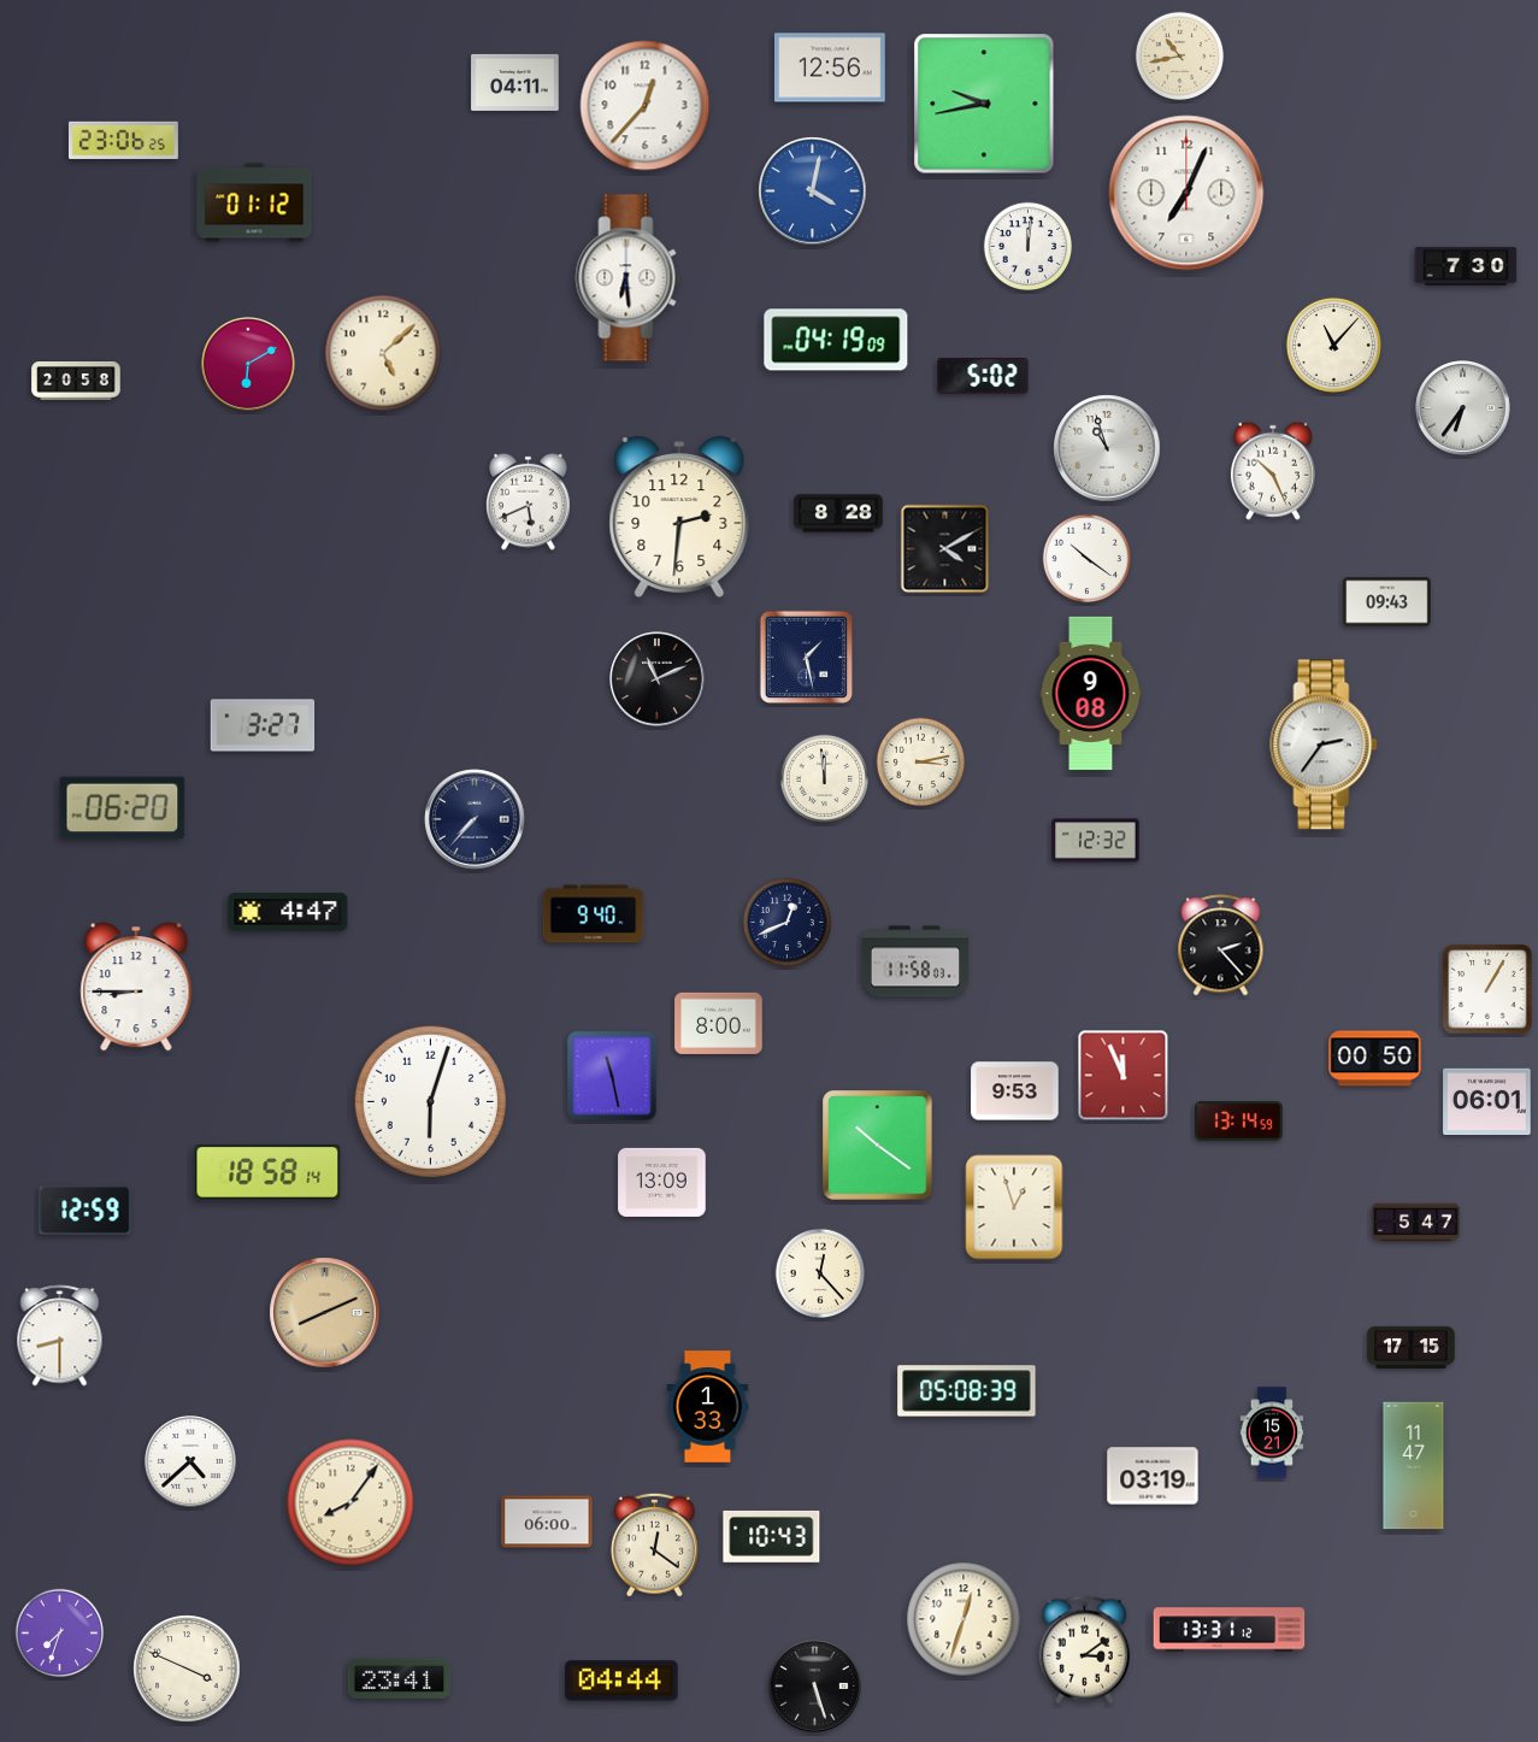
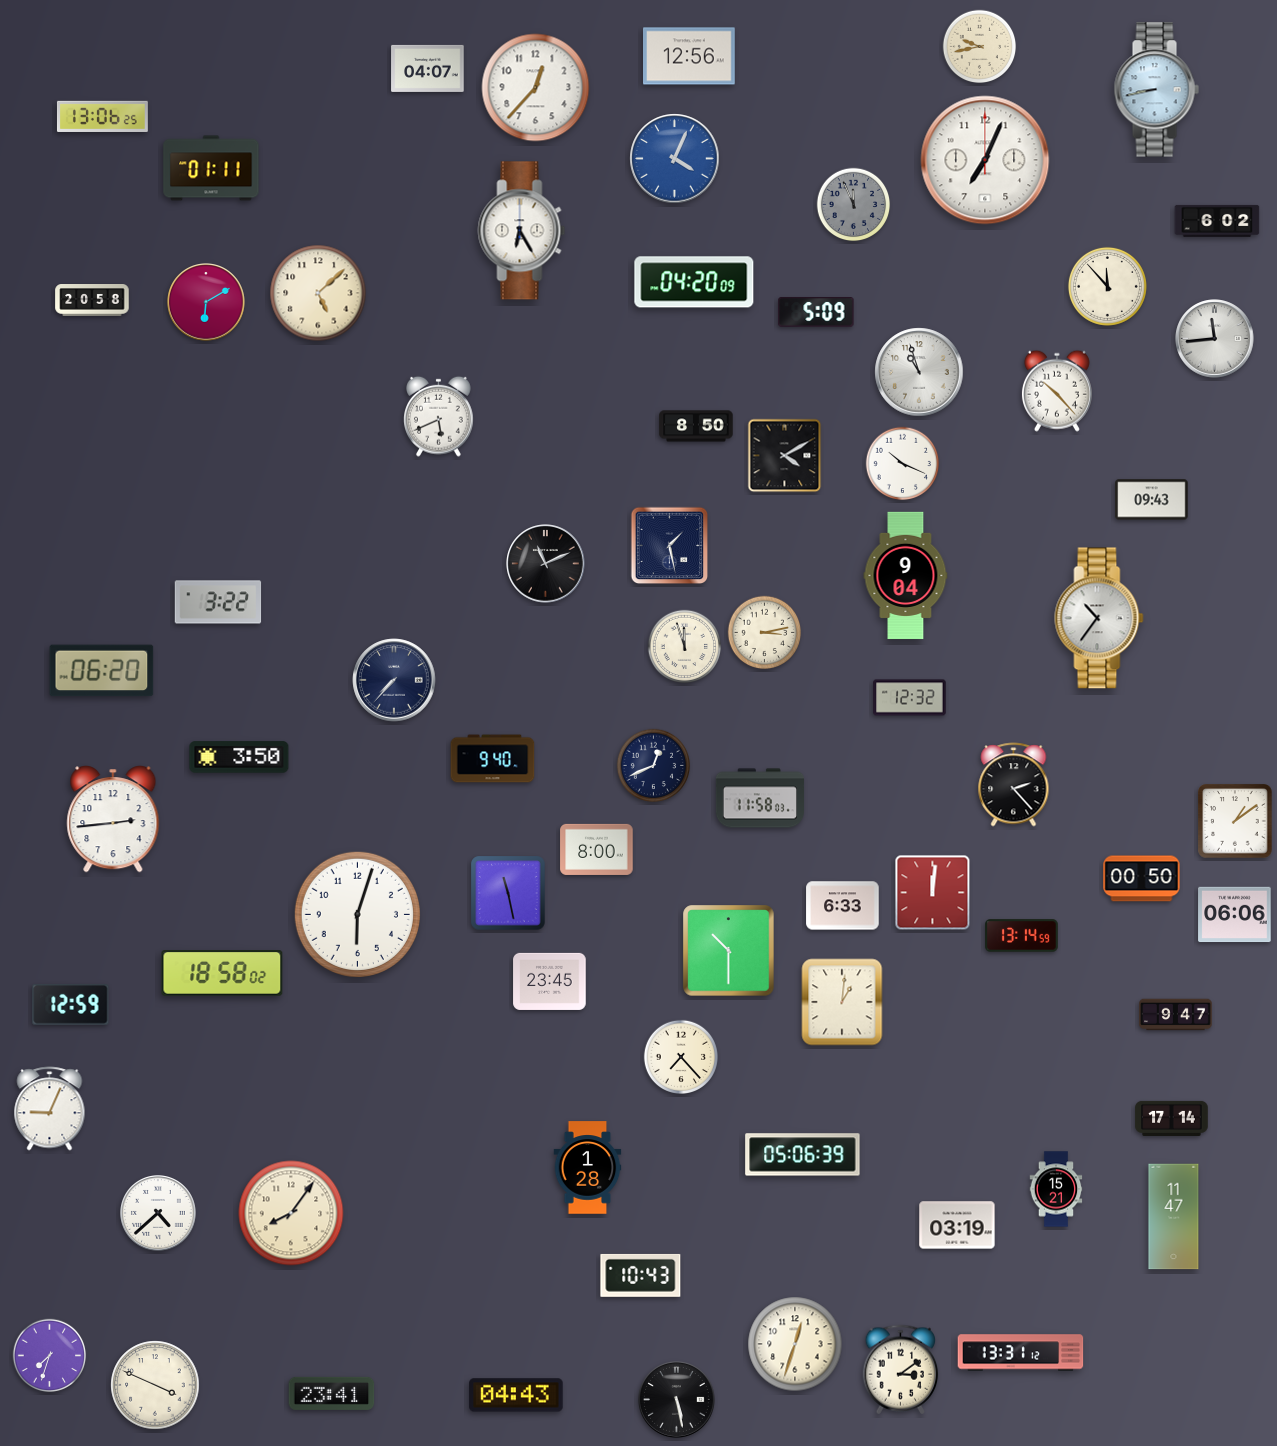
clock at (1180, 57): 10:43 -> 9:43
clock at (515, 82): 04:11 -> 04:07
clock at (984, 104): 9:43 -> none
clock at (1156, 90): none -> 8:43
clock at (123, 140): 23:06 -> 13:06
clock at (813, 192): 4:02 -> 4:04
clock at (254, 202): 01:12 -> 01:11
clock at (1029, 247): 12:01 -> 11:56
clock at (1029, 247) dial: white -> grey
clock at (1466, 266): 7:30 -> 6:02
clock at (629, 278): 6:29 -> 6:25
clock at (836, 340): 04:19 -> 04:20
clock at (1333, 345): 11:07 -> 11:53
clock at (983, 377): 5:02 -> 5:09
clock at (76, 382) position: (76, 382) -> (92, 301)
clock at (1463, 408): 6:36 -> 11:44
clock at (1273, 471): 10:26 -> 10:23
clock at (838, 513): 8:28 -> 8:50
clock at (679, 516): 2:31 -> none
clock at (1088, 559): 10:21 -> 10:19
clock at (1091, 694): 9:08 -> 9:04
clock at (263, 725): 3:27 -> 3:22
clock at (1324, 745): 2:36 -> 10:36
clock at (825, 779): 11:59 -> 11:57
clock at (288, 912): 4:47 -> 3:50
clock at (136, 987): 8:45 -> 2:44
clock at (1487, 989): 1:05 -> 1:09
clock at (1124, 1076): 11:56 -> 12:01
clock at (1015, 1091): 9:53 -> 6:33
clock at (1487, 1102): 06:01 -> 06:06
clock at (1239, 1122) position: (1239, 1122) -> (1022, 936)
clock at (878, 1146): 10:21 -> 10:30
clock at (267, 1173): 18:58:14 -> 18:58:02
clock at (662, 1182): 13:09 -> 23:45
clock at (1014, 1207): 12:57 -> 1:01
clock at (1416, 1223): 5:47 -> 9:47
clock at (819, 1272): 12:23 -> 7:23
clock at (325, 1313): 8:11 -> none
clock at (60, 1336): 8:30 -> 9:04
clock at (1412, 1347): 17:15 -> 17:14
clock at (967, 1391): 05:08 -> 05:06
clock at (708, 1407): 1:33 -> 1:28
clock at (350, 1502) position: (350, 1502) -> (291, 1213)
clock at (547, 1522): 06:00 -> none
clock at (654, 1544): 12:21 -> none
clock at (964, 1619) position: (964, 1619) -> (795, 1344)
clock at (621, 1681): 04:44 -> 04:43
clock at (815, 1687): 5:27 -> 5:28
